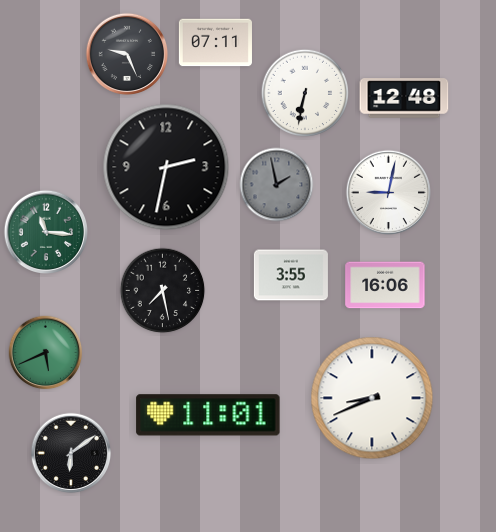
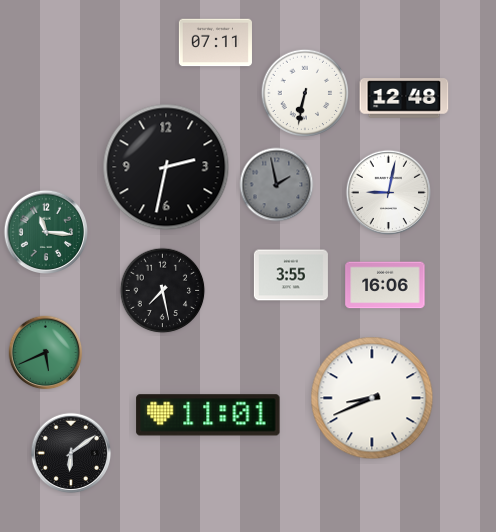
clock at (127, 54): 9:26 -> none
